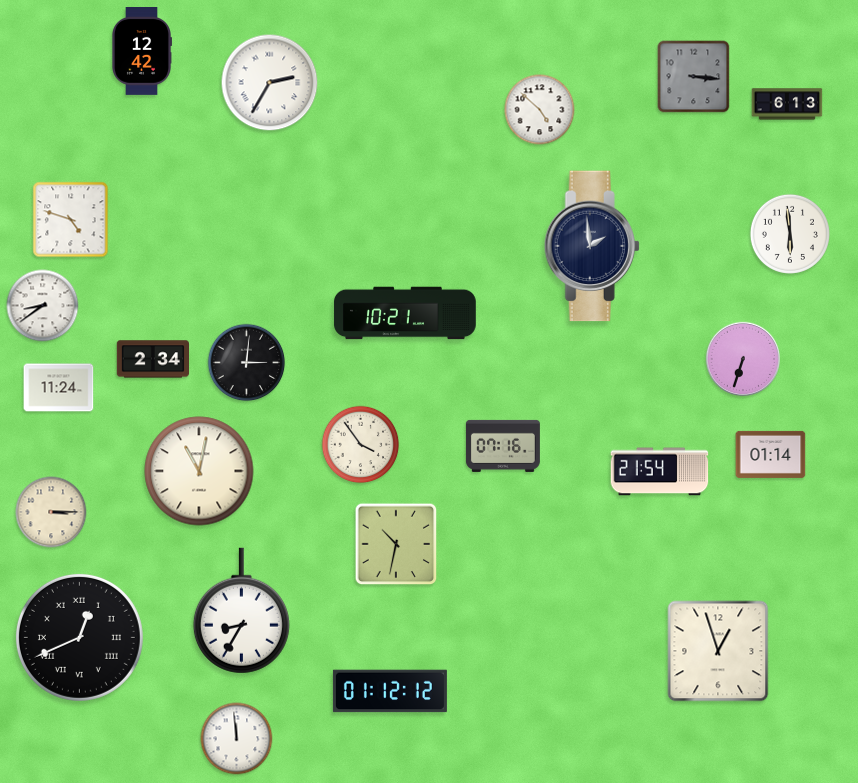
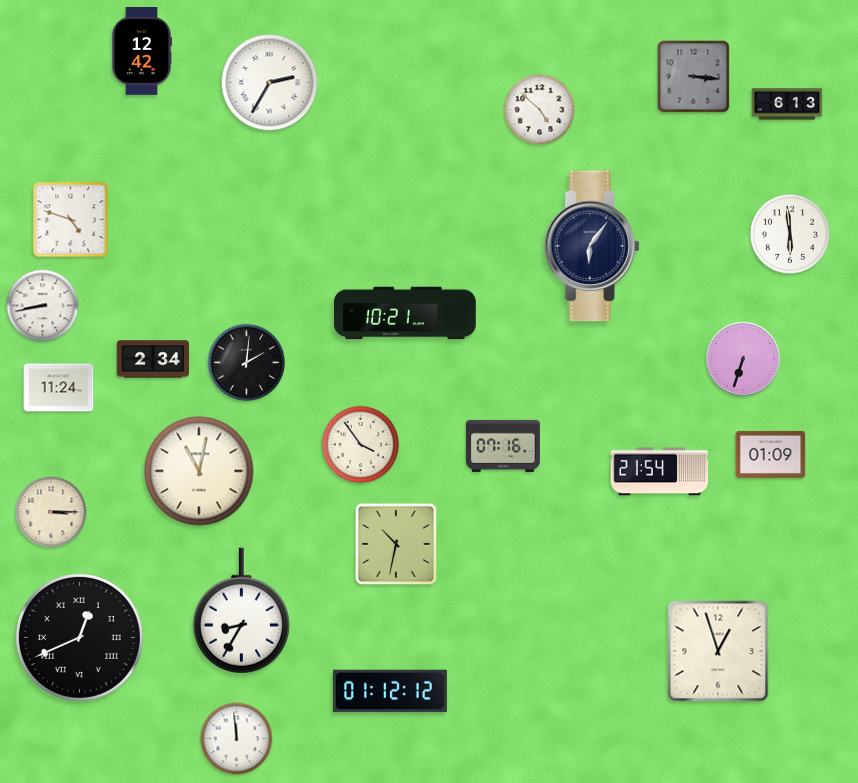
clock at (592, 246): 1:59 -> 6:06
clock at (43, 306): 8:39 -> 8:43
clock at (247, 363): 3:01 -> 2:01
clock at (771, 454): 01:14 -> 01:09
